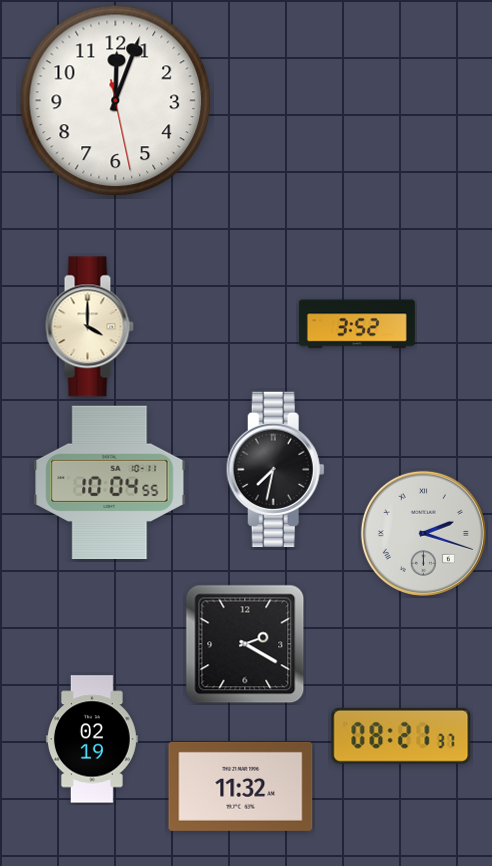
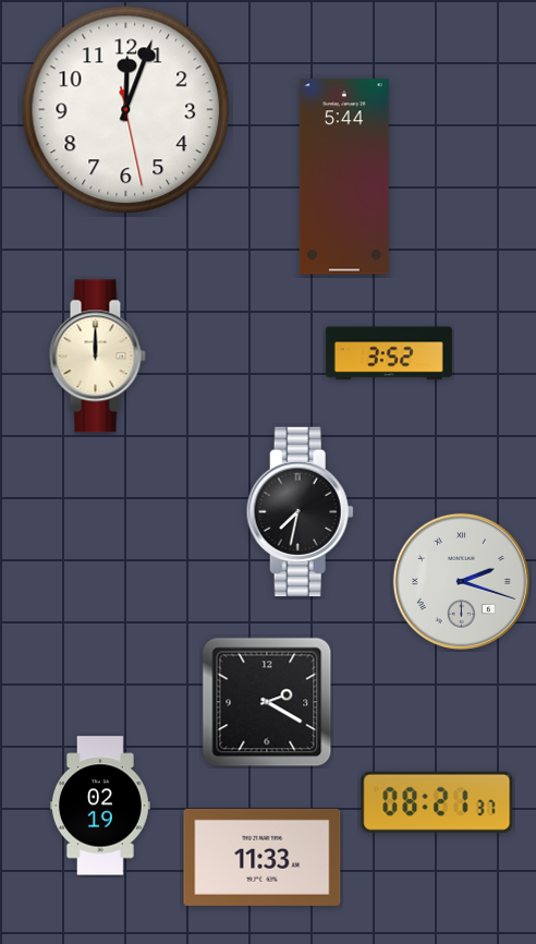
clock at (344, 177): none -> 5:44
clock at (89, 327): 4:00 -> 12:00
clock at (110, 482): 10:04 -> none
clock at (241, 786): 11:32 -> 11:33
